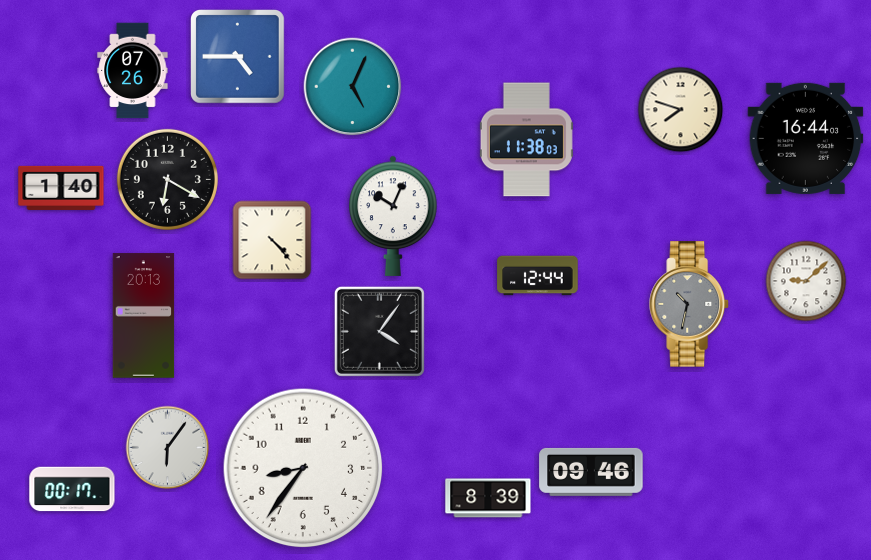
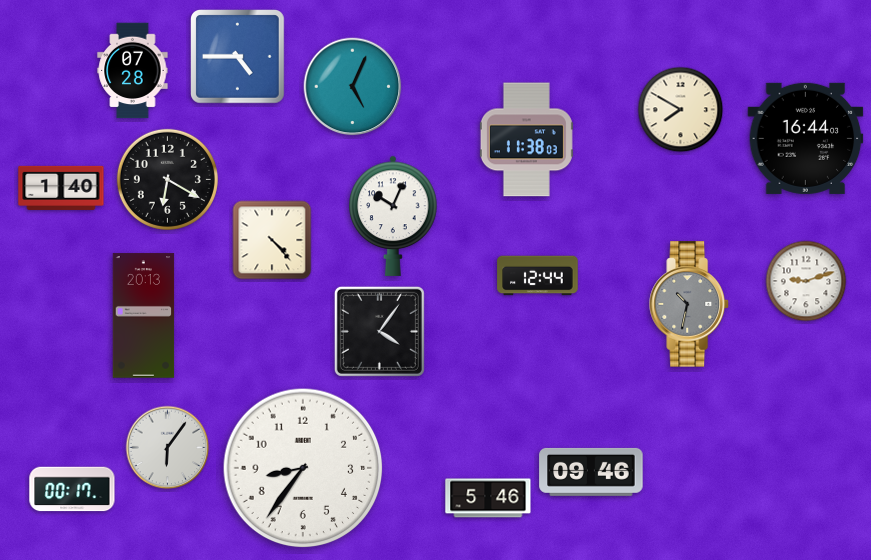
clock at (133, 71): 07:26 -> 07:28
clock at (681, 110): 7:48 -> 7:50
clock at (806, 281): 9:08 -> 9:12
clock at (488, 498): 8:39 -> 5:46
